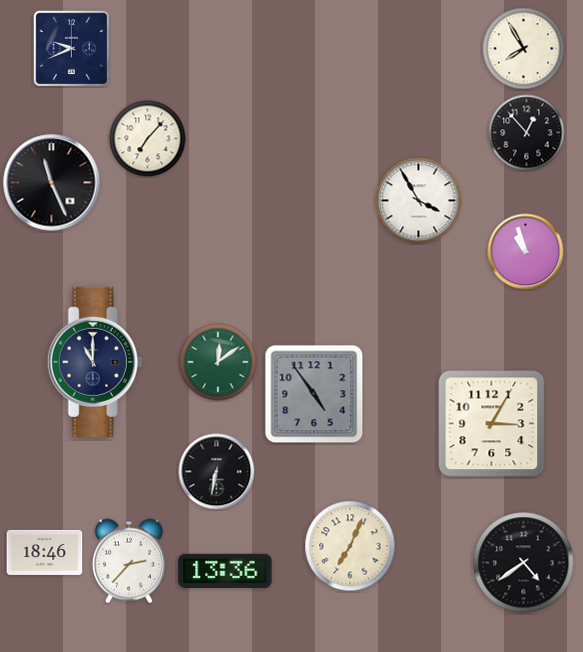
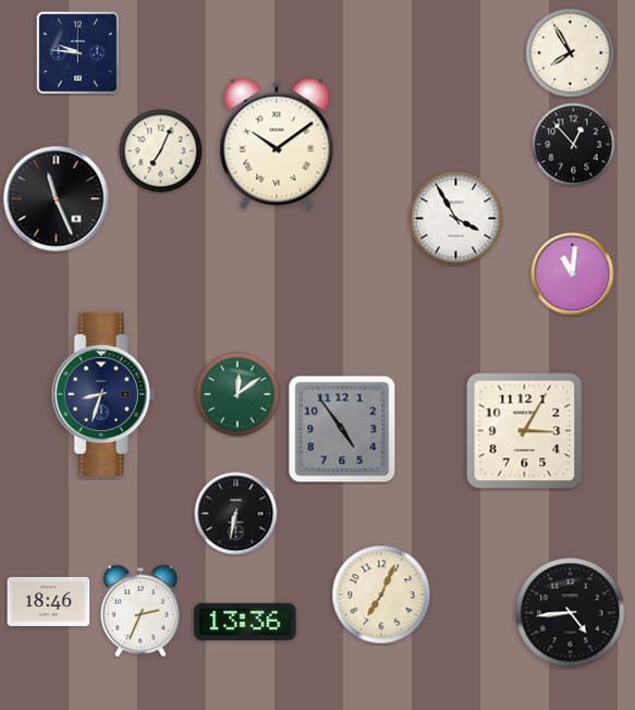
clock at (71, 48): 9:41 -> 9:46
clock at (277, 144): none -> 10:09
clock at (148, 139): 7:07 -> 7:04
clock at (526, 252): 10:57 -> 11:01
clock at (95, 362): 11:00 -> 8:33
clock at (492, 424) position: (492, 424) -> (525, 431)
clock at (129, 561): 2:37 -> 2:34
clock at (524, 563): 4:39 -> 4:44
